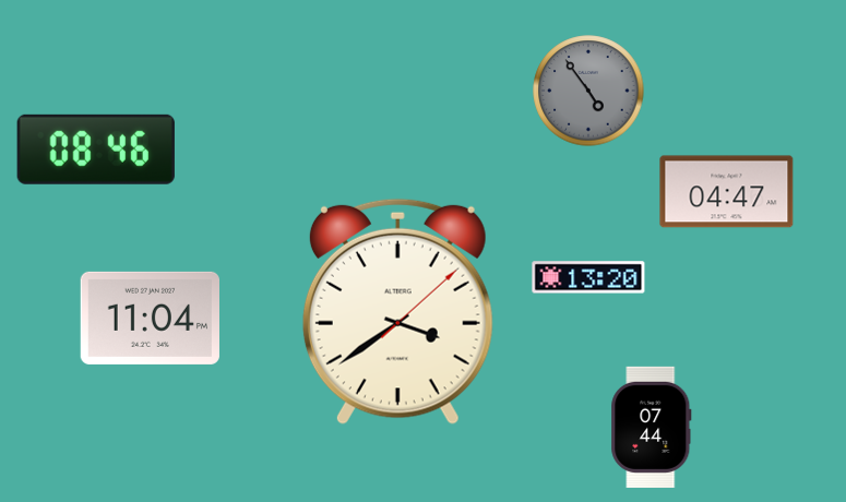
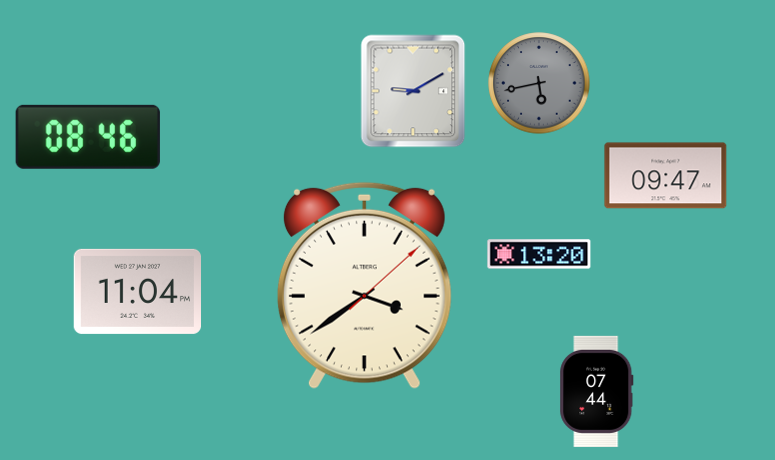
clock at (588, 91): 4:54 -> 5:43
clock at (413, 91): none -> 9:10
clock at (727, 192): 04:47 -> 09:47
